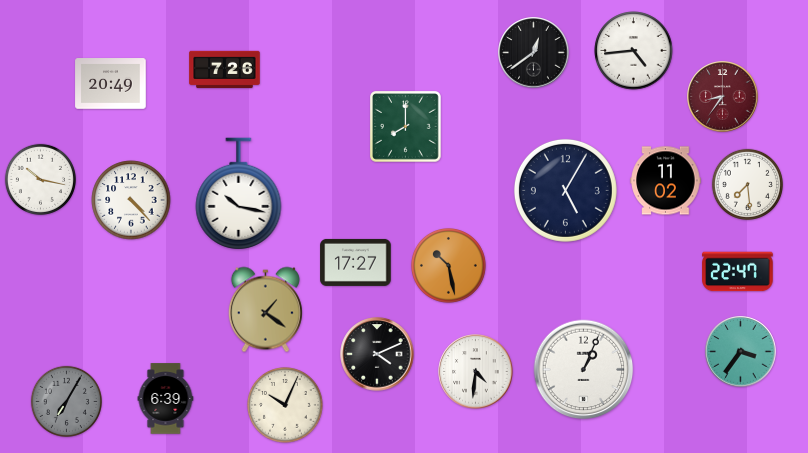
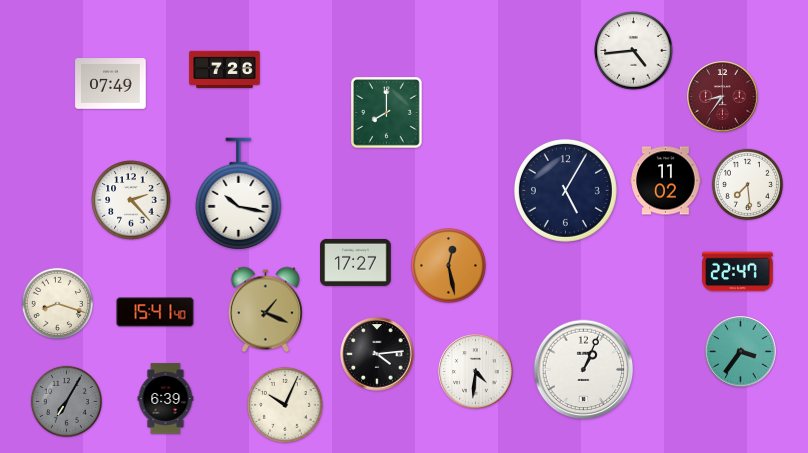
clock at (534, 53): 12:39 -> none
clock at (111, 84): 20:49 -> 07:49
clock at (406, 127) position: (406, 127) -> (387, 113)
clock at (40, 179): 10:17 -> none
clock at (131, 200): 4:23 -> 2:23
clock at (449, 266): 10:28 -> 12:28
clock at (57, 303): none -> 8:18
clock at (265, 310): 1:21 -> 1:19
clock at (155, 312): none -> 15:41
clock at (377, 354): 4:11 -> 4:14
